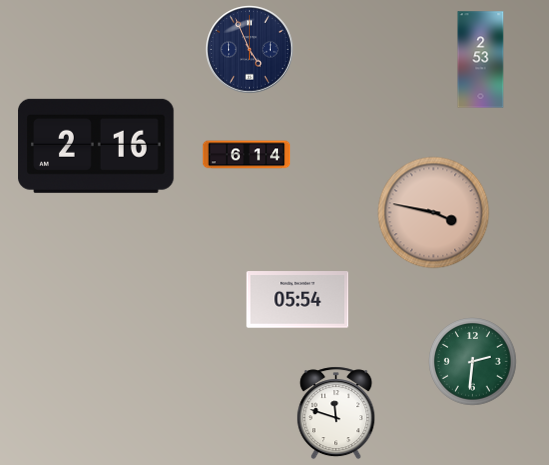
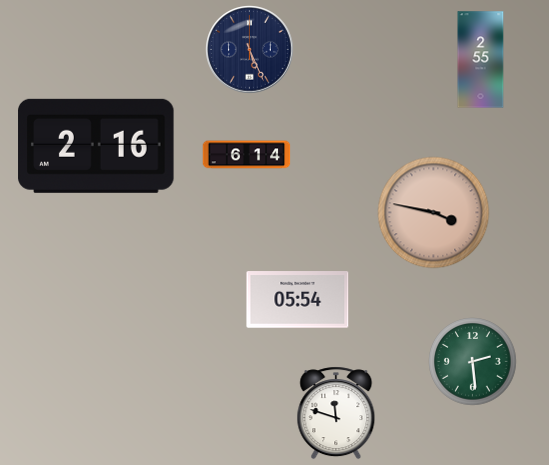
clock at (250, 50): 4:56 -> 5:26
clock at (481, 60): 2:53 -> 2:55
clock at (473, 362): 2:31 -> 2:29
